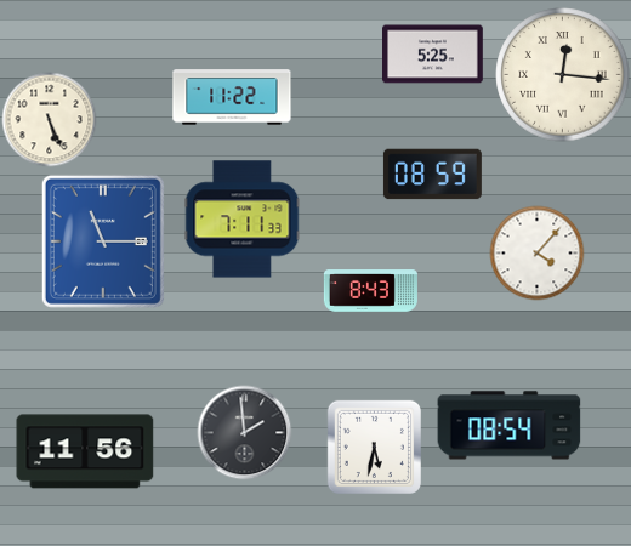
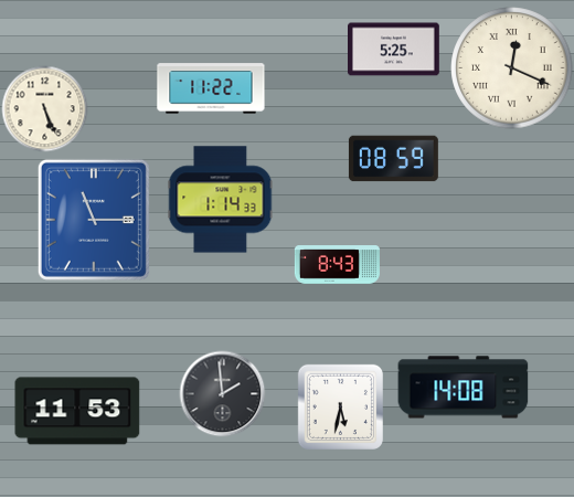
clock at (563, 75): 12:16 -> 12:19
clock at (243, 220): 7:11 -> 1:14
clock at (536, 252): 4:07 -> none
clock at (510, 426): 08:54 -> 14:08
clock at (85, 451): 11:56 -> 11:53
